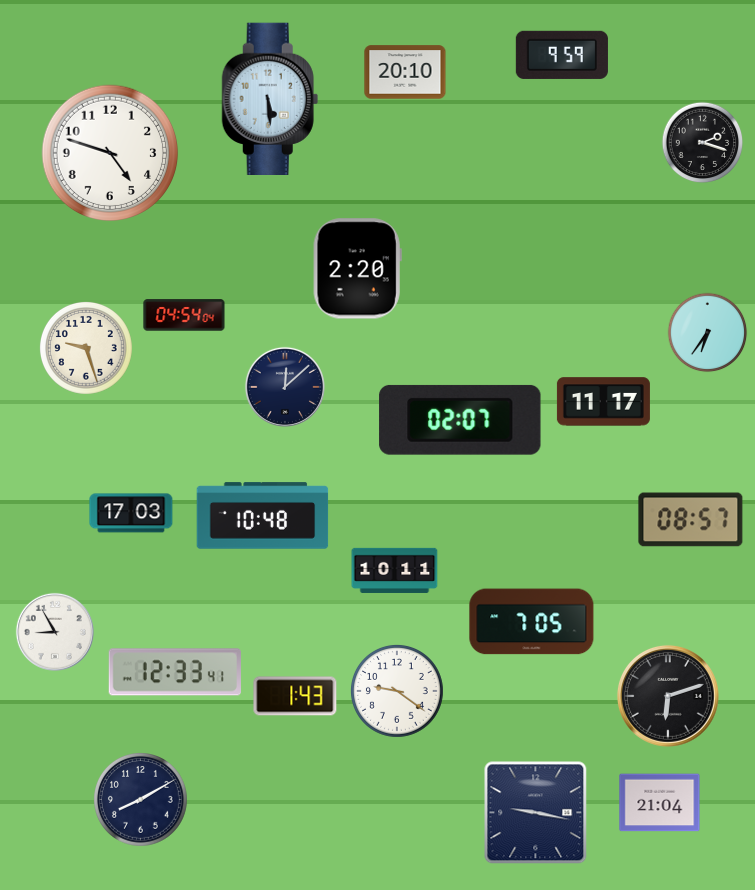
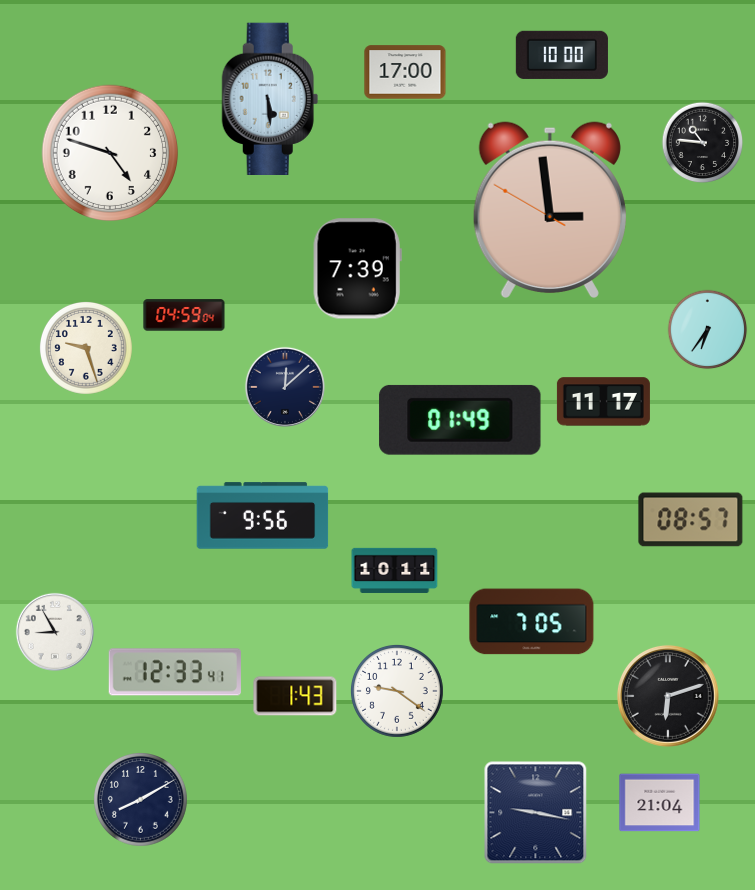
clock at (562, 55): 9:59 -> 10:00
clock at (405, 72): 20:10 -> 17:00
clock at (703, 143): 2:18 -> 10:46
clock at (550, 209): none -> 2:58
clock at (357, 269): 2:20 -> 7:39
clock at (184, 315): 04:54 -> 04:59
clock at (708, 333) position: (708, 333) -> (708, 330)
clock at (460, 420): 02:07 -> 01:49
clock at (131, 513): 17:03 -> none
clock at (263, 516): 10:48 -> 9:56
